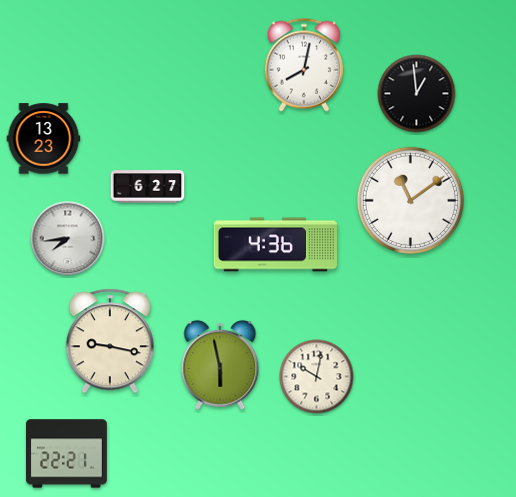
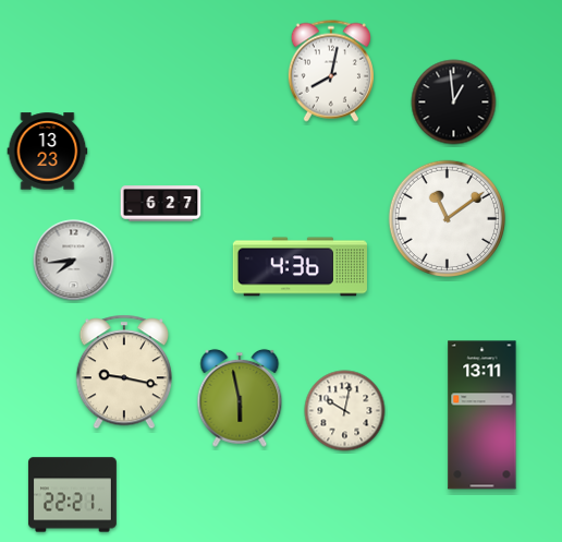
clock at (110, 341) position: (110, 341) -> (124, 372)
clock at (482, 415): none -> 13:11
